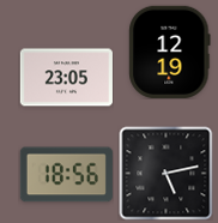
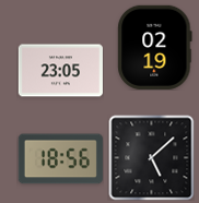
clock at (170, 52): 12:19 -> 02:19
clock at (165, 173): 5:13 -> 5:08
